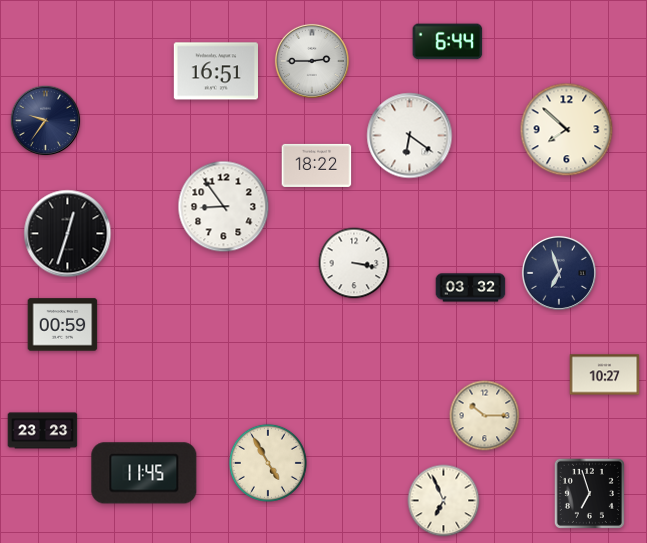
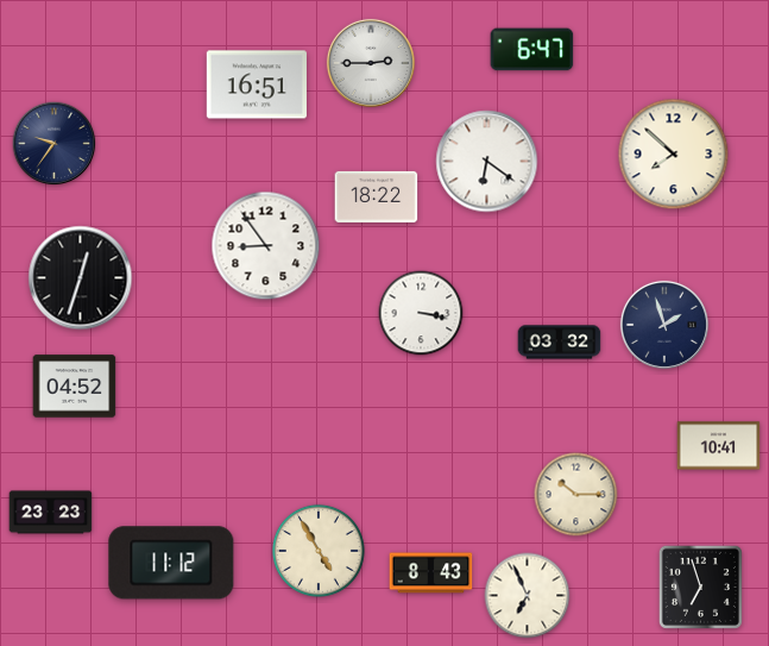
clock at (448, 42): 6:44 -> 6:47
clock at (312, 61) position: (312, 61) -> (371, 63)
clock at (559, 273): 6:57 -> 1:57
clock at (63, 325): 00:59 -> 04:52
clock at (605, 375): 10:27 -> 10:41
clock at (144, 473): 11:45 -> 11:12
clock at (431, 573): none -> 8:43
